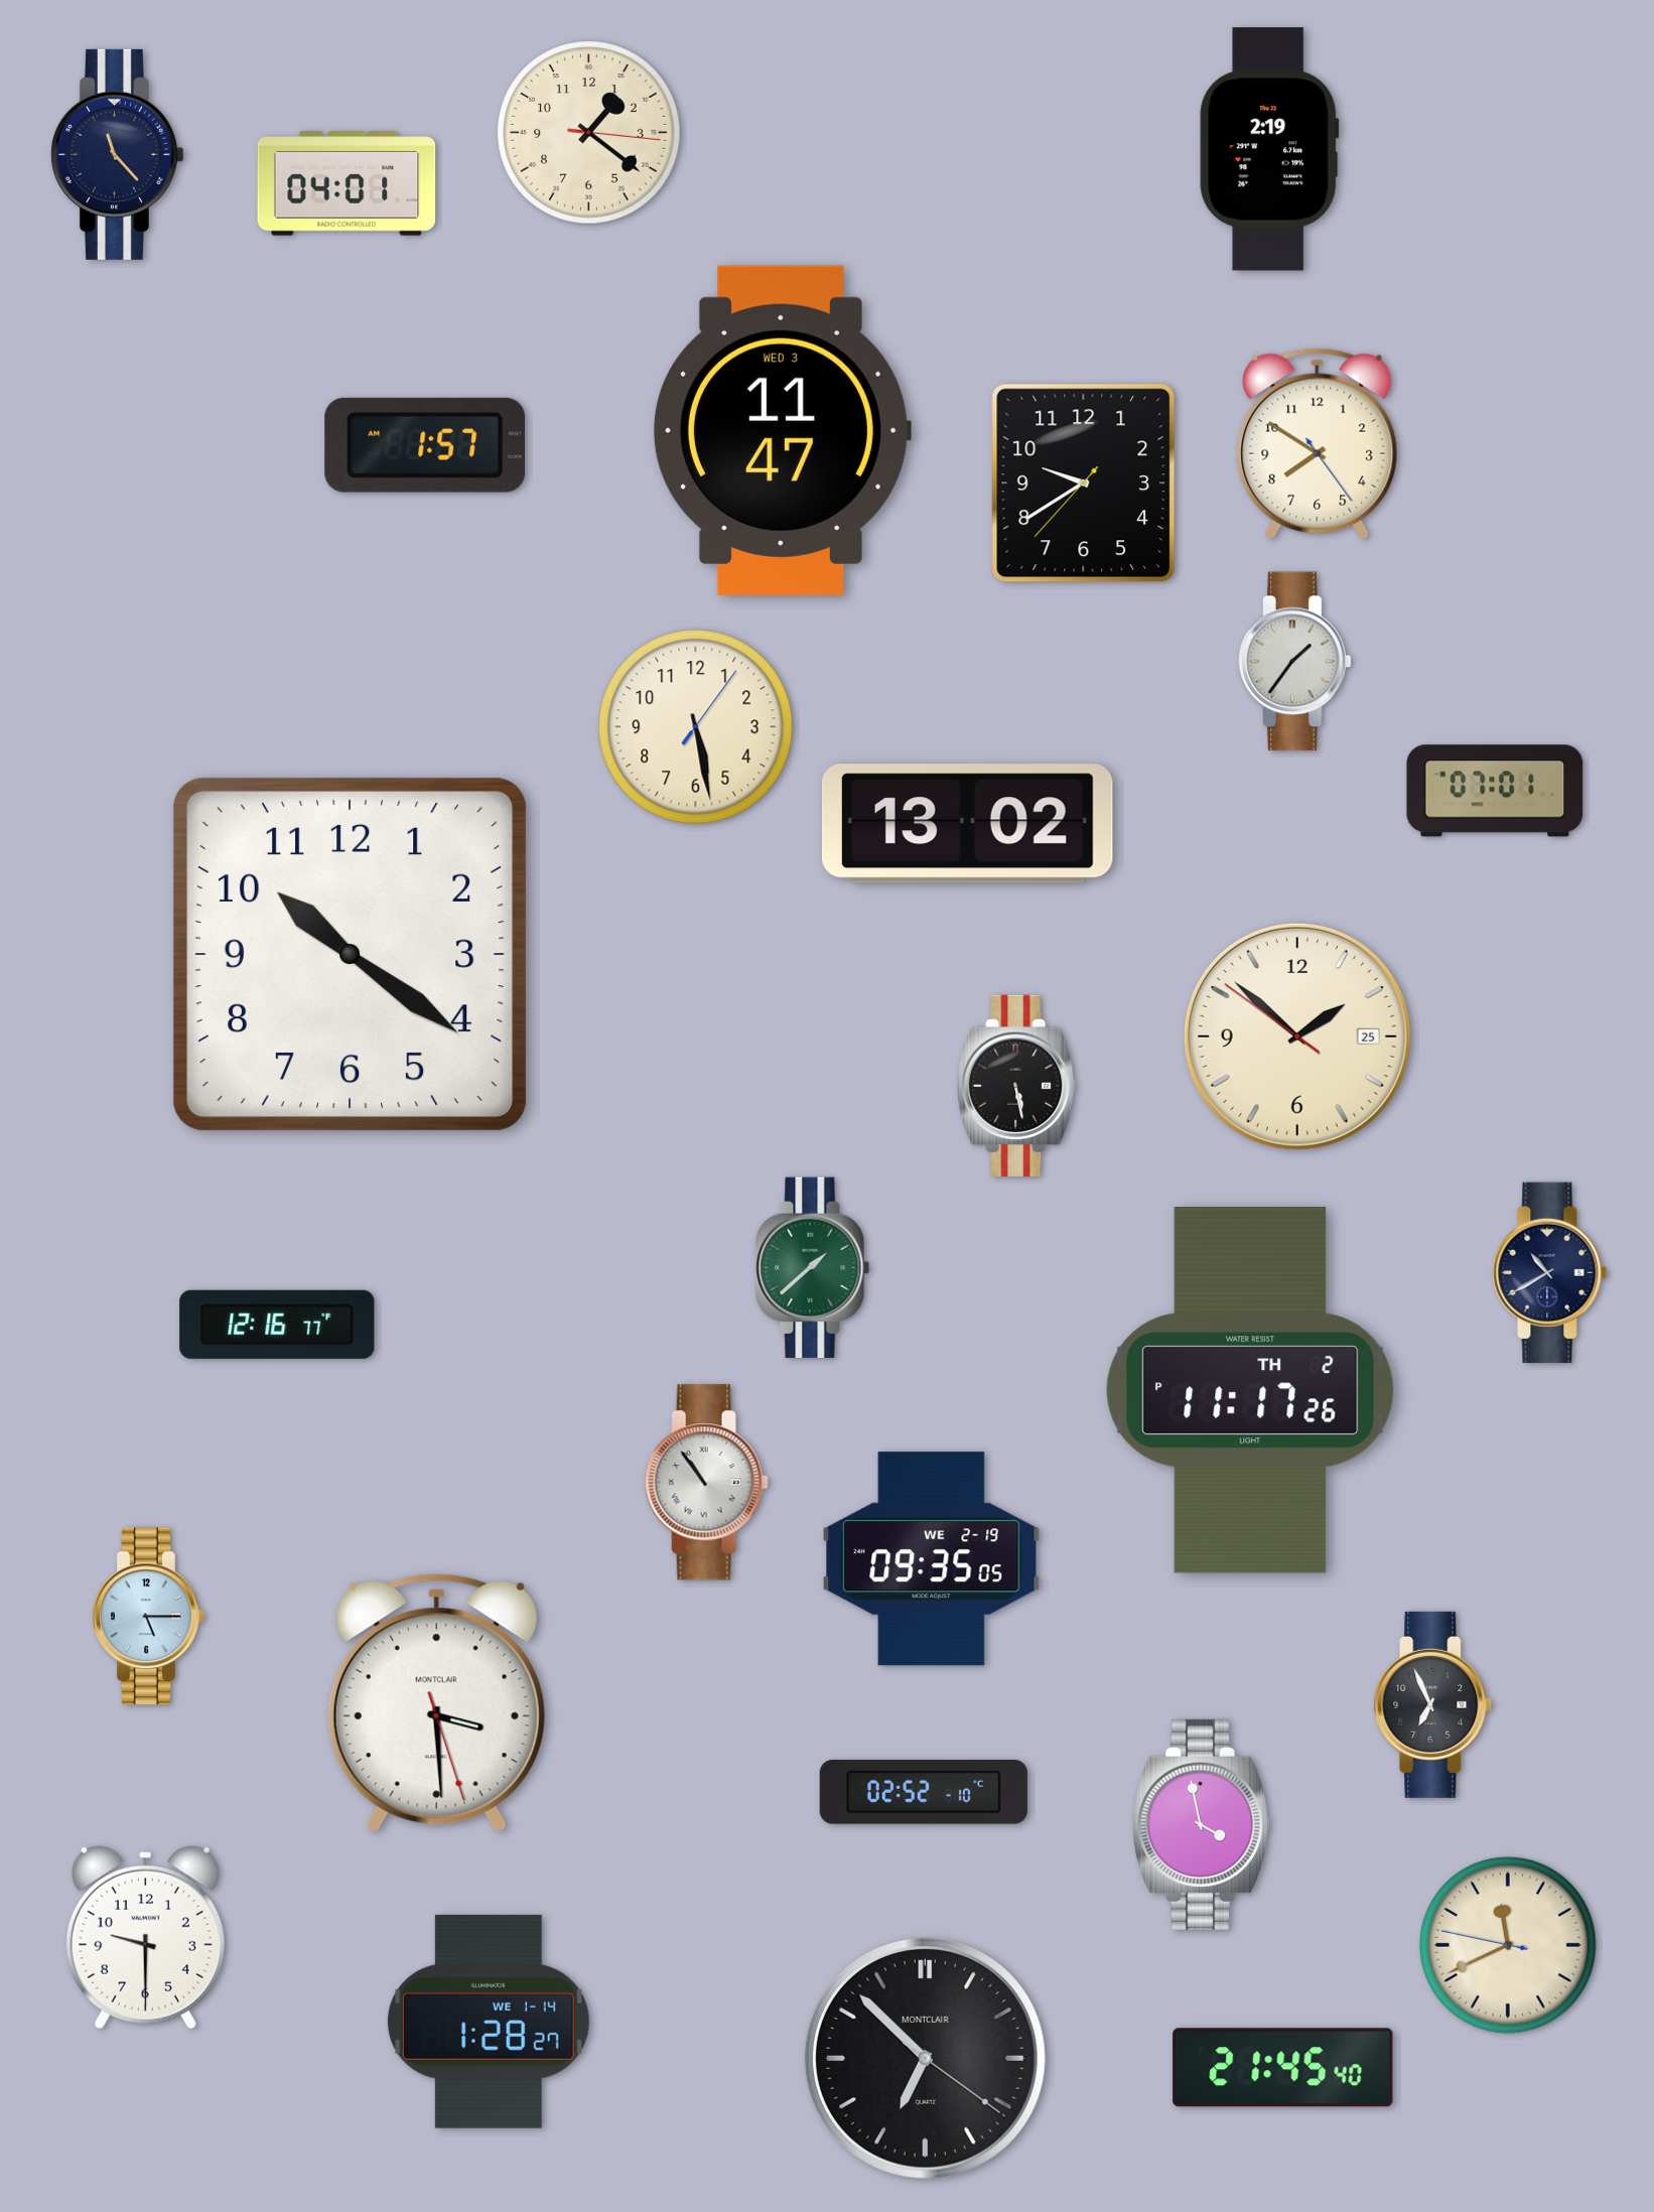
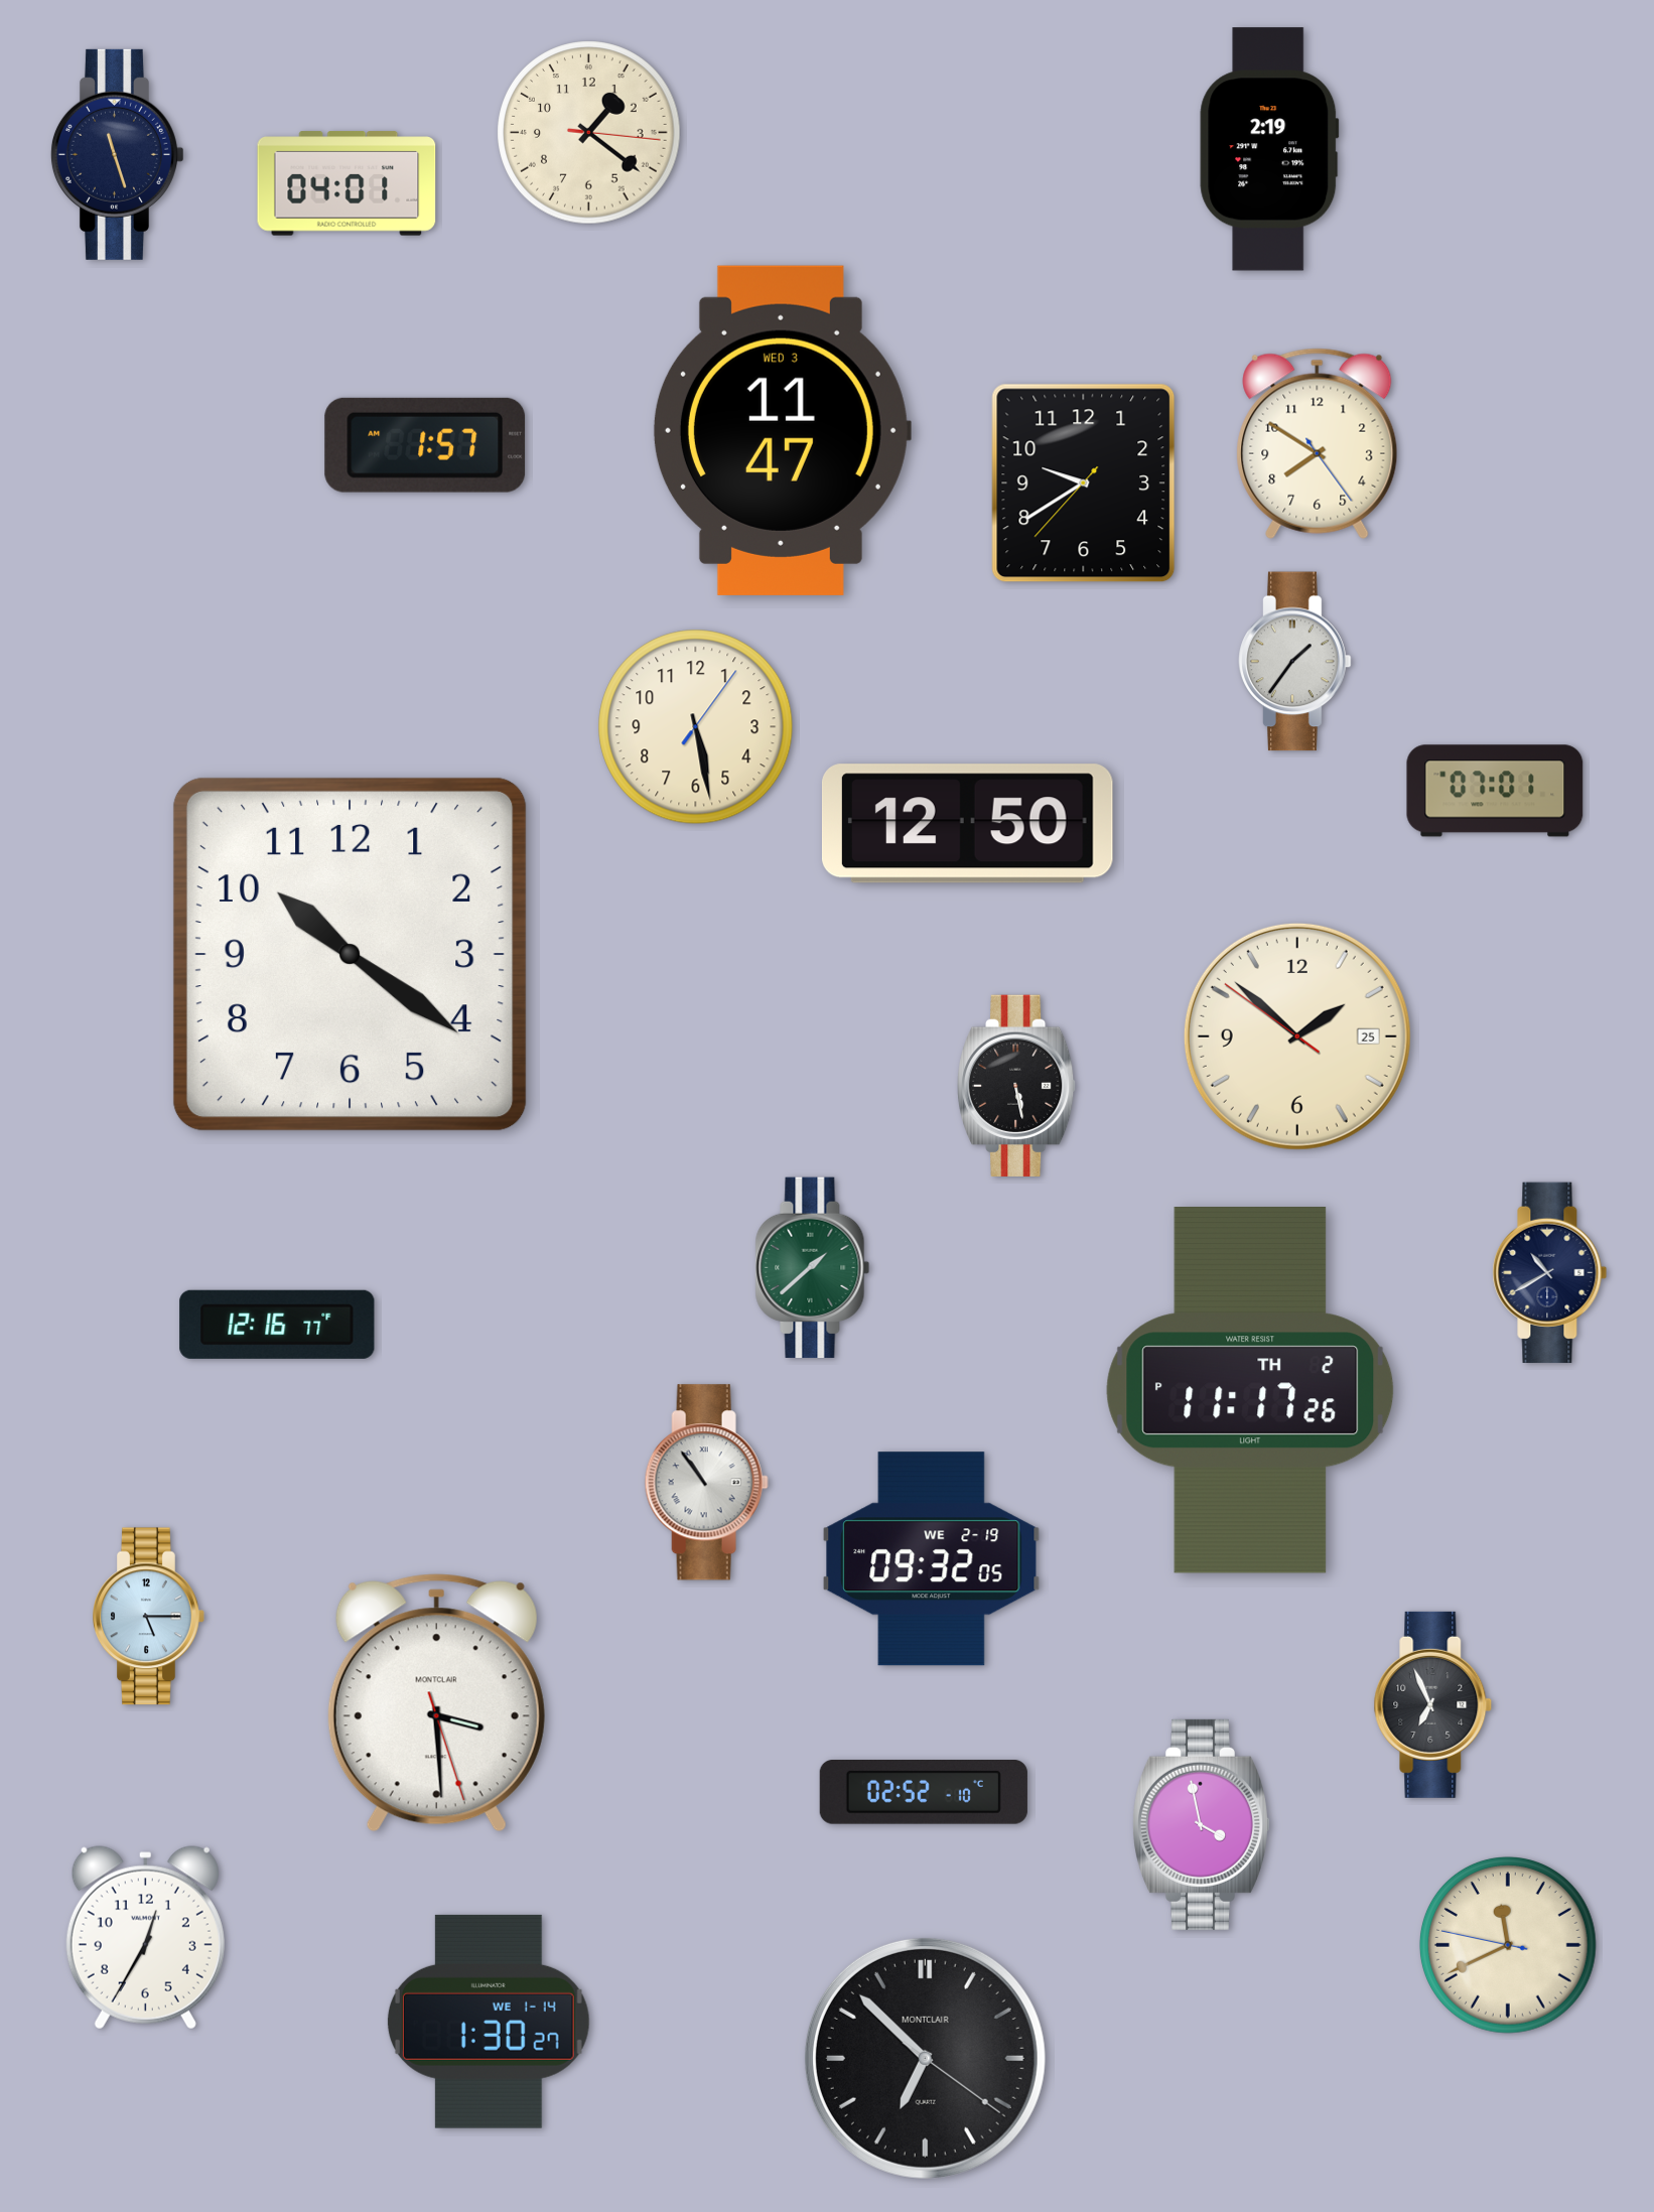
clock at (117, 154): 11:23 -> 11:27
clock at (967, 824): 13:02 -> 12:50
clock at (932, 1559): 09:35 -> 09:32
clock at (145, 1938): 9:30 -> 12:35
clock at (489, 2022): 1:28 -> 1:30
clock at (1283, 2068): 21:45 -> none
